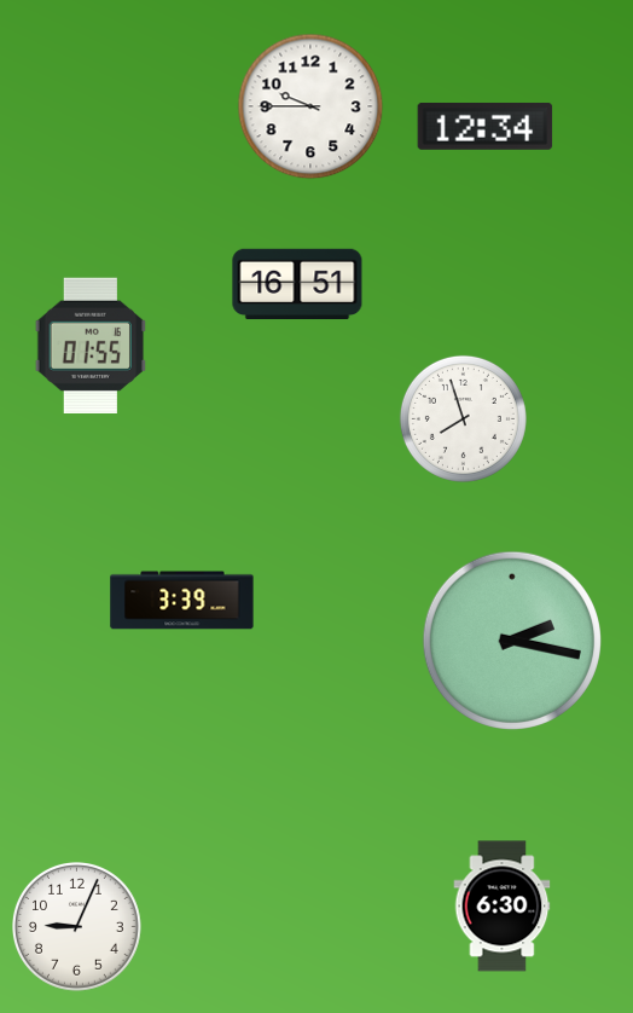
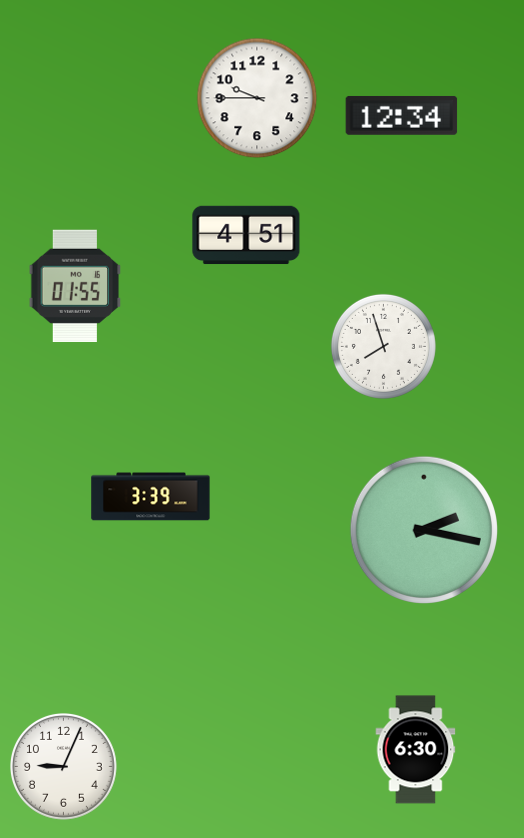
clock at (310, 106) position: (310, 106) -> (257, 98)
clock at (486, 126) position: (486, 126) -> (402, 115)
clock at (297, 284): 16:51 -> 4:51
